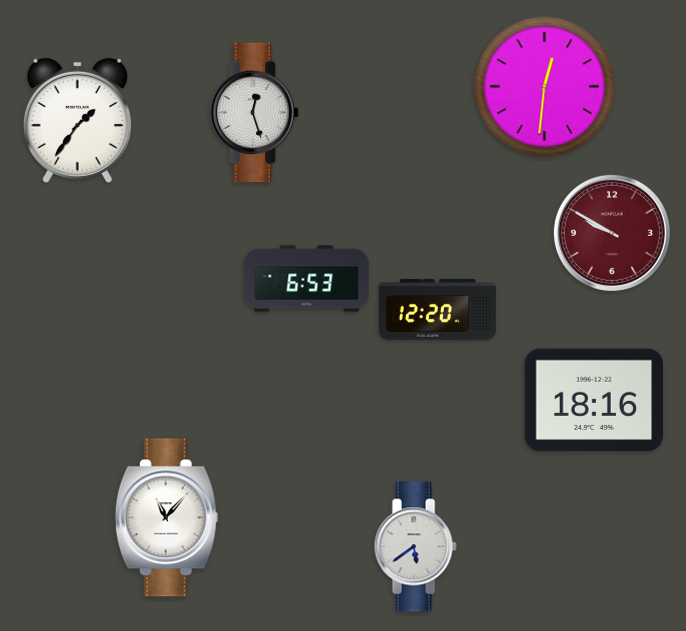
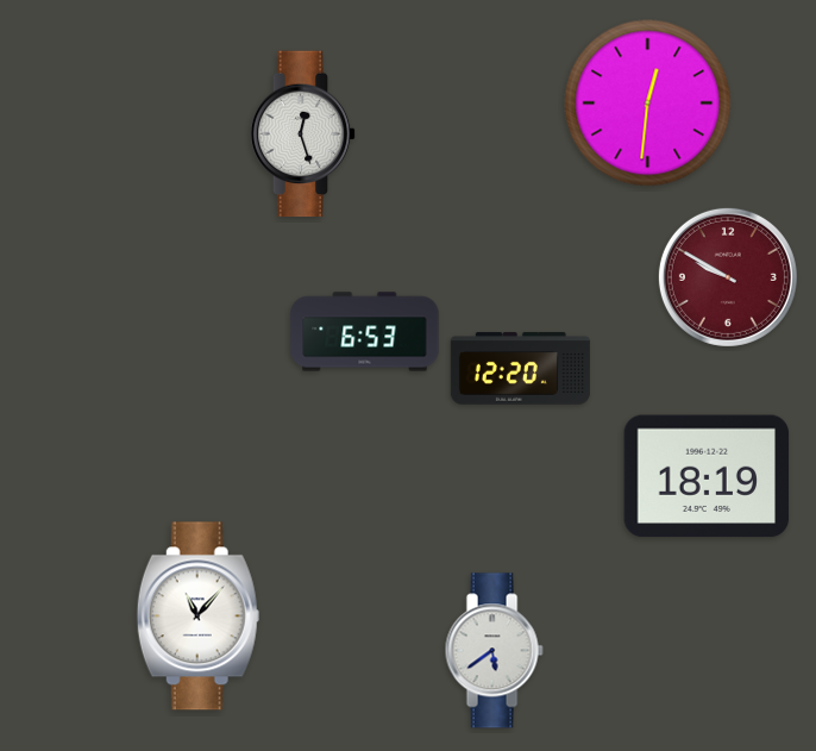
clock at (77, 120): 1:36 -> none
clock at (594, 400): 18:16 -> 18:19
